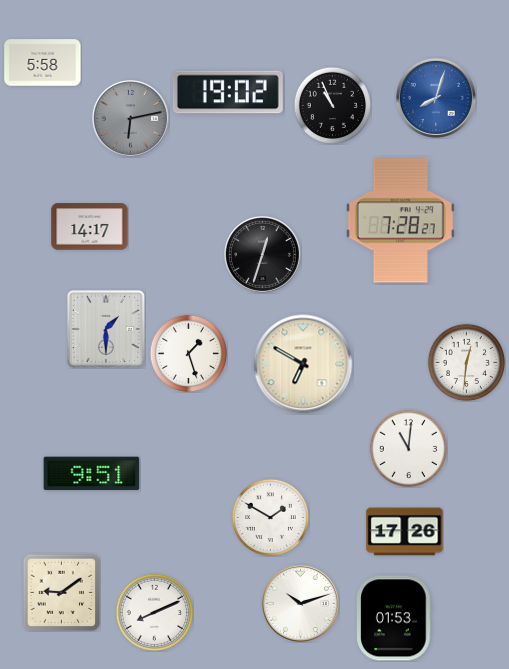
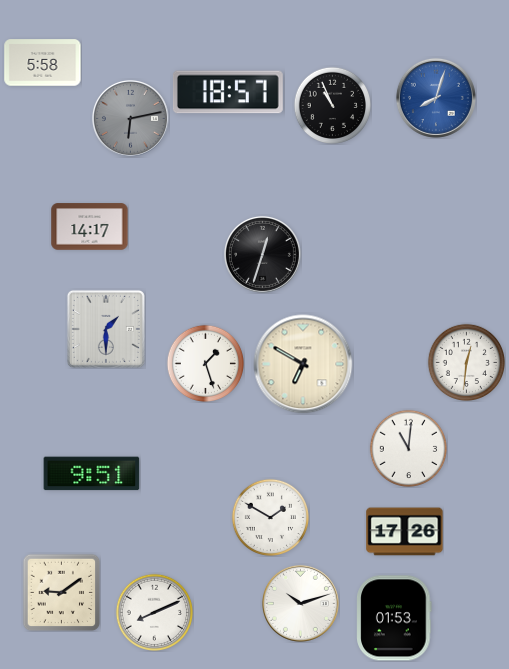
clock at (228, 92): 19:02 -> 18:57
clock at (400, 221): 7:28 -> none
clock at (188, 353) position: (188, 353) -> (205, 363)
